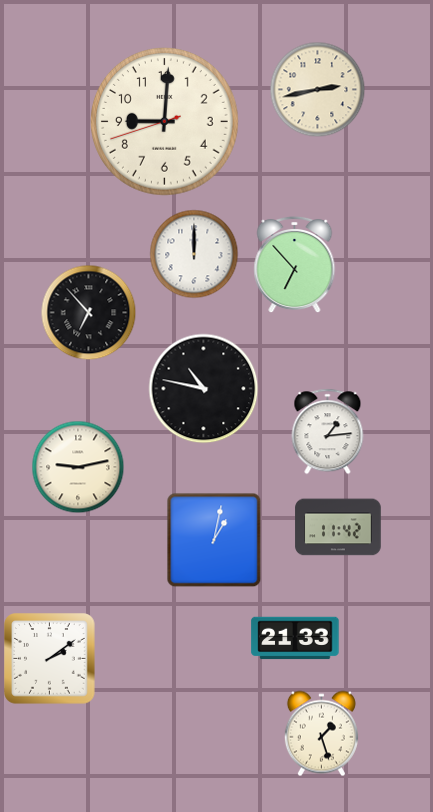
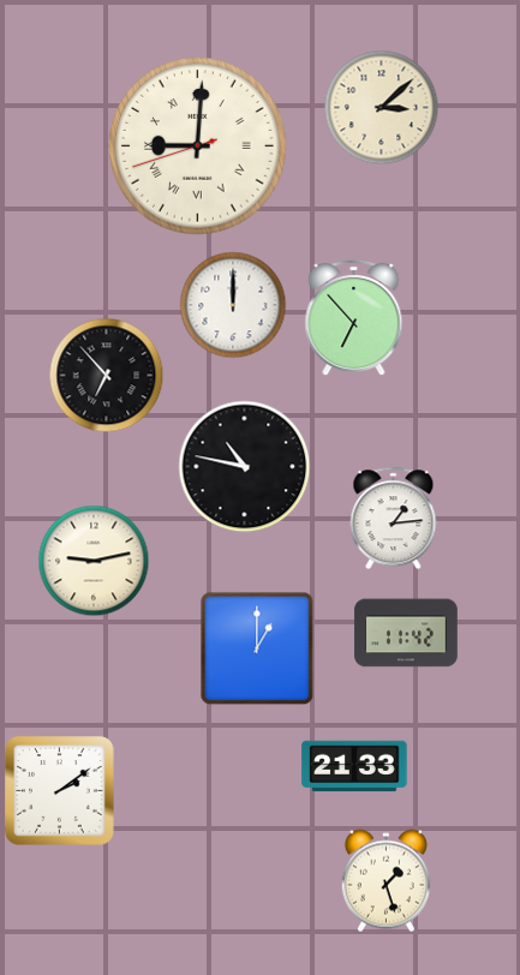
clock at (318, 90): 2:43 -> 3:08
clock at (165, 122) numerals: Arabic -> Roman
clock at (214, 540): 1:02 -> 1:00
